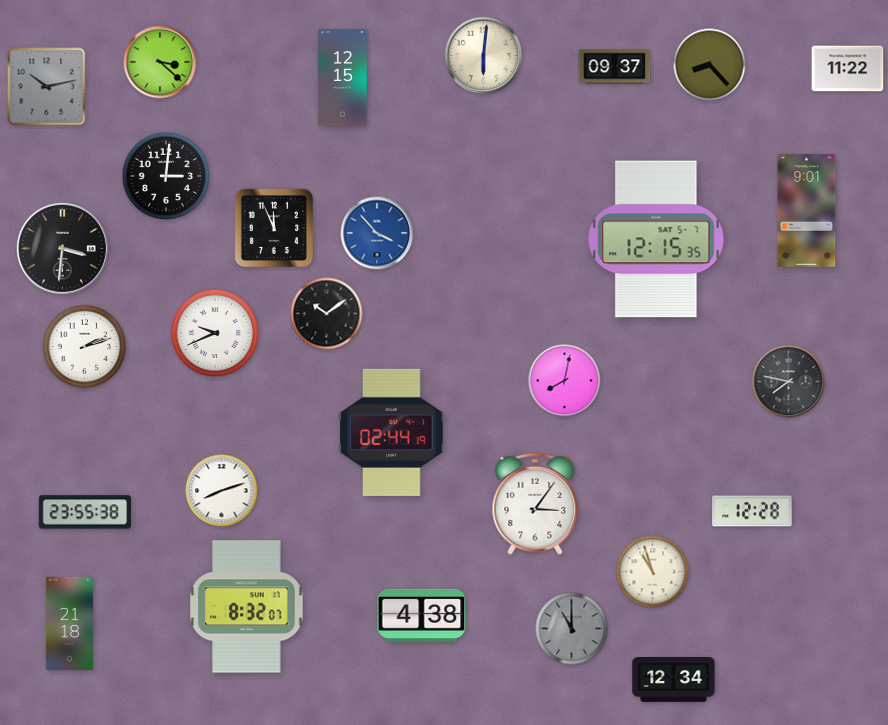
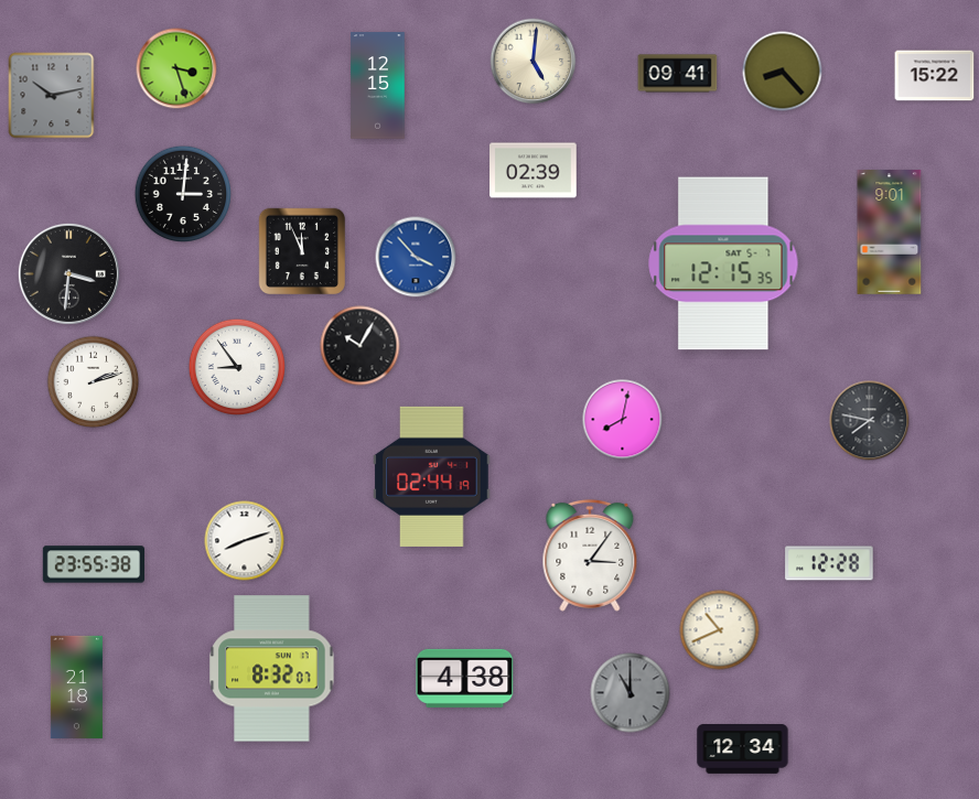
clock at (484, 56): 6:01 -> 5:01
clock at (160, 62): 3:22 -> 3:27
clock at (615, 67): 09:37 -> 09:41
clock at (848, 69): 11:22 -> 15:22
clock at (534, 171): none -> 02:39
clock at (327, 314): 10:09 -> 10:05
clock at (214, 332): 9:41 -> 8:54
clock at (653, 572): 10:57 -> 10:41
